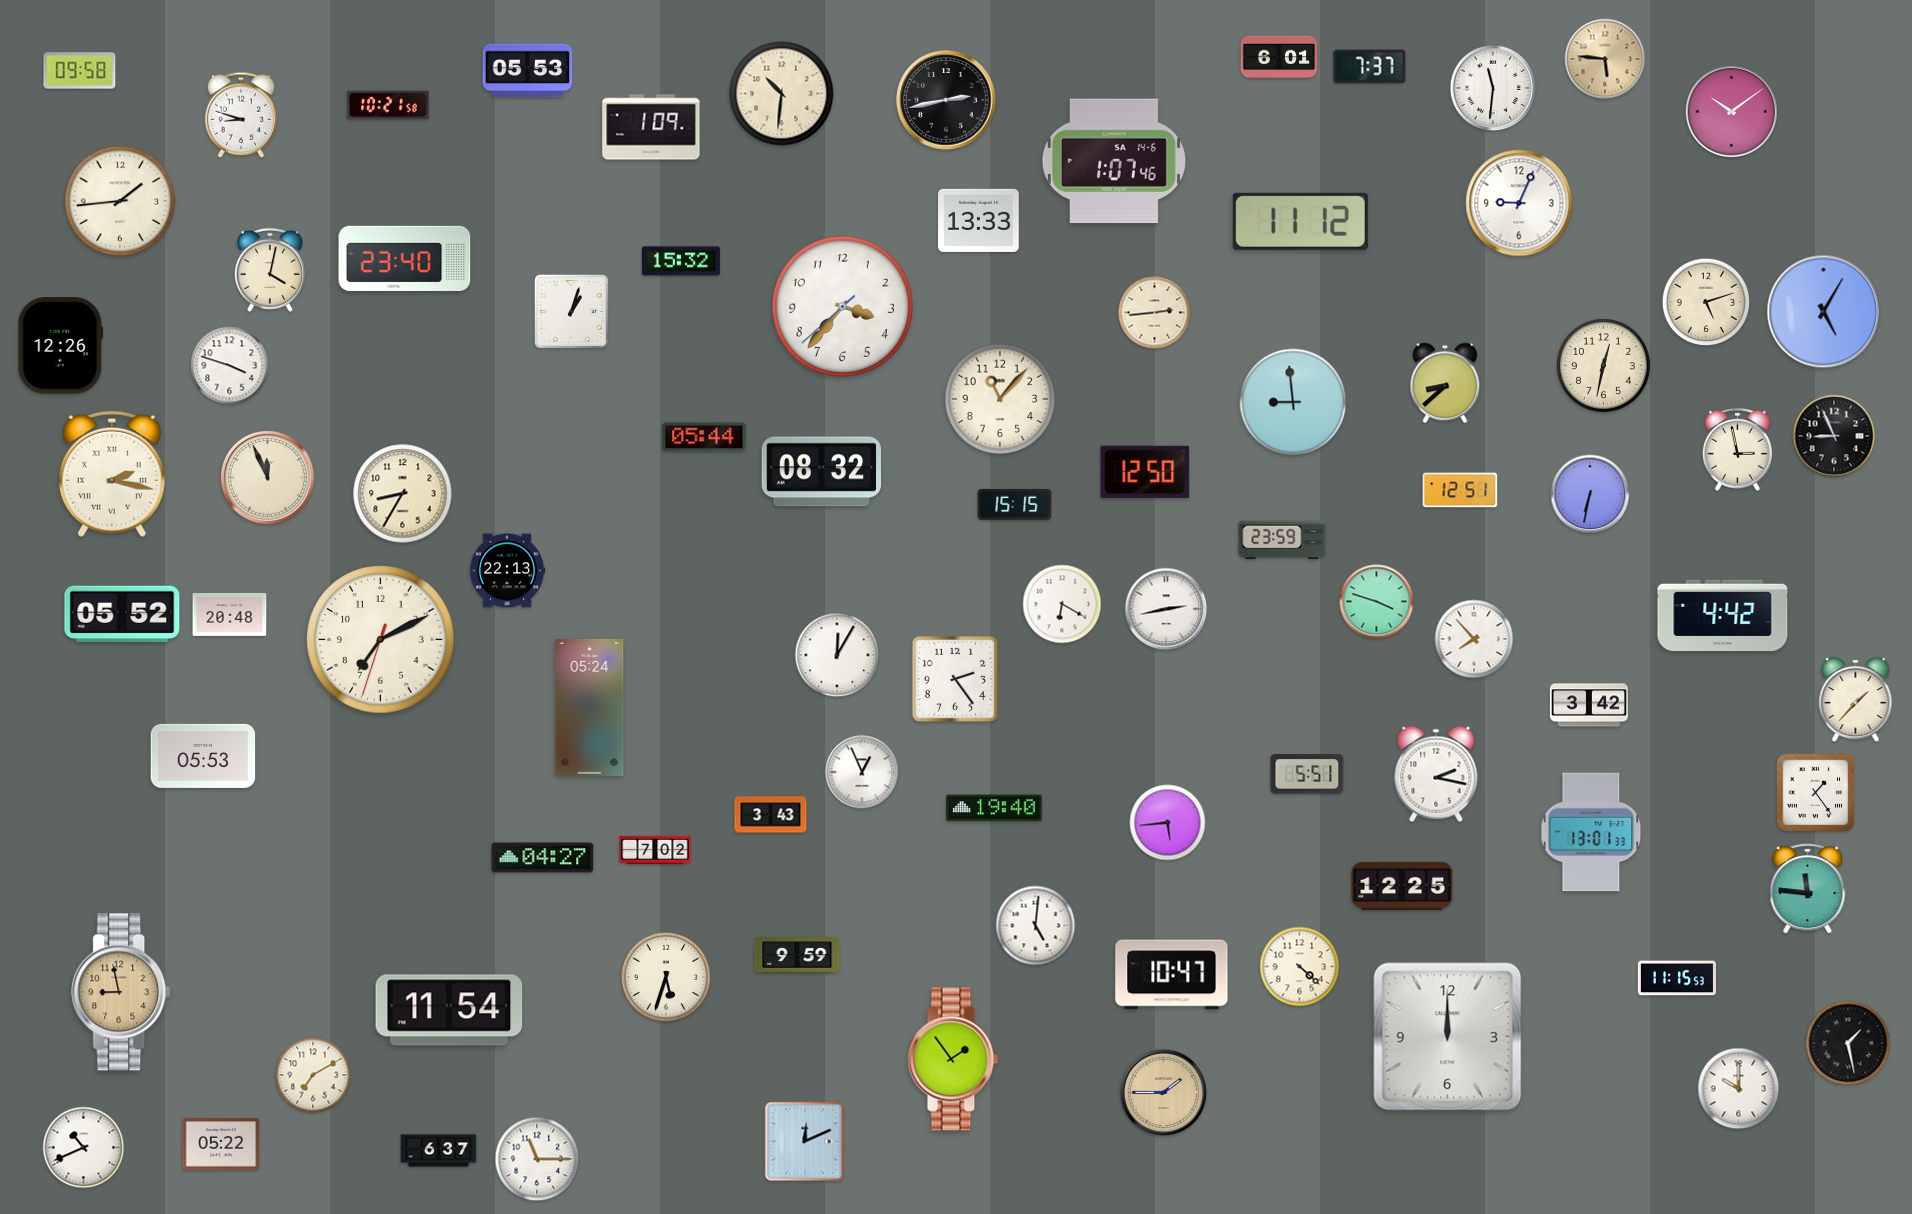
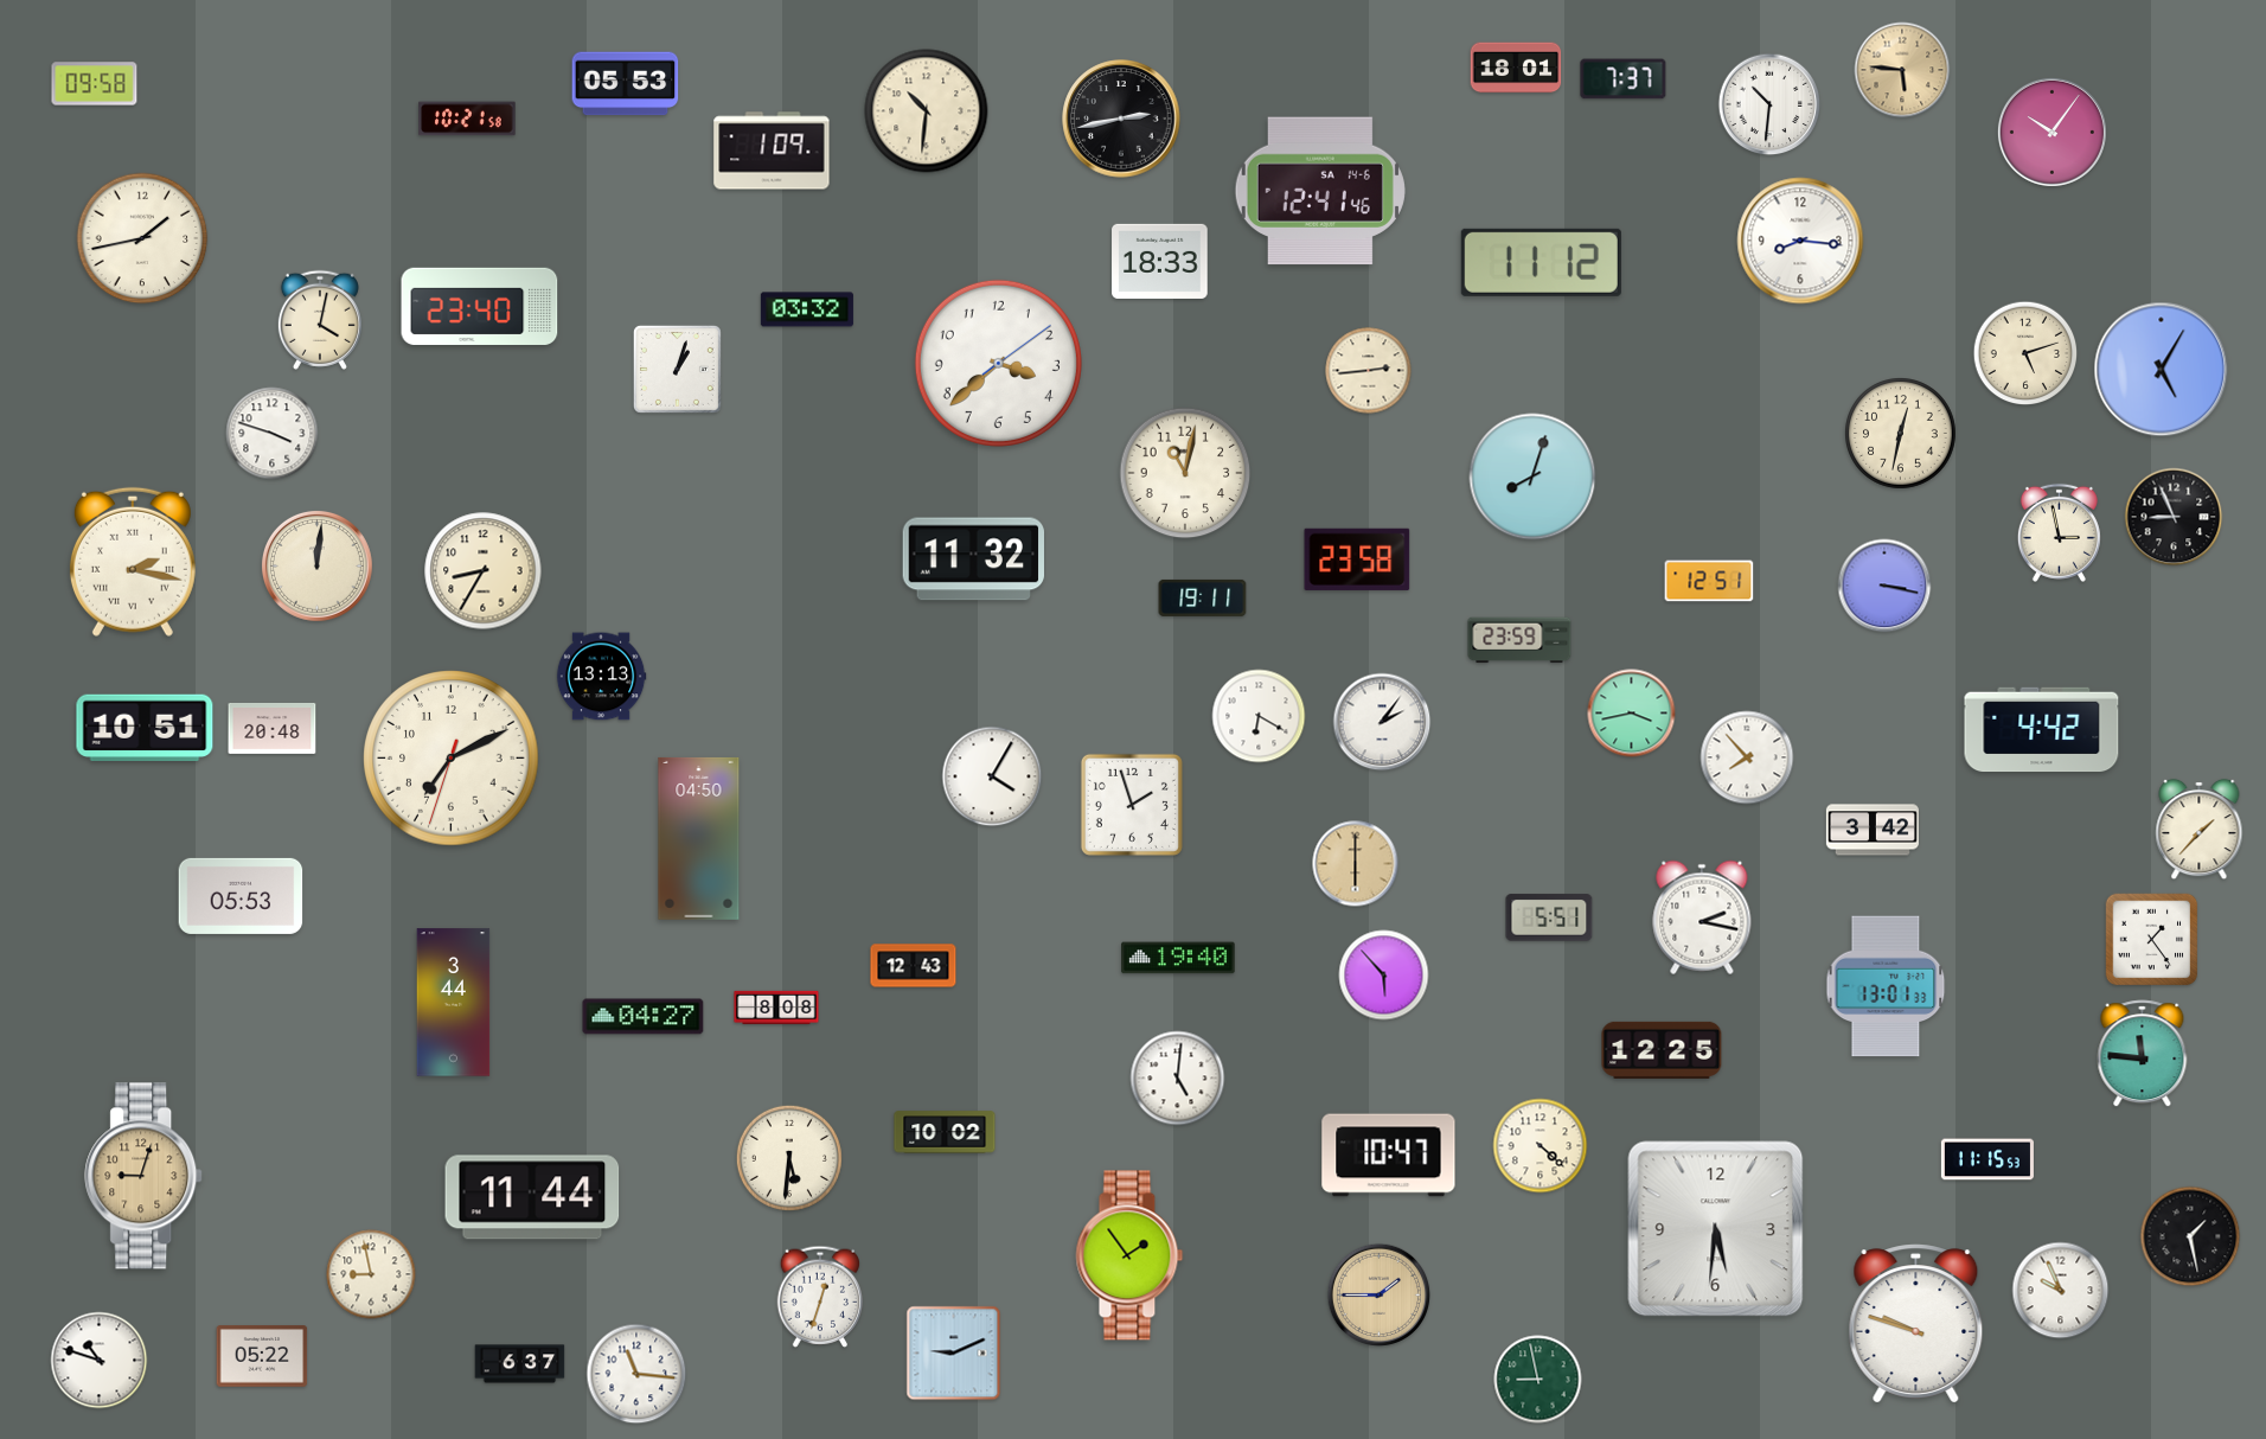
clock at (1279, 57): 6:01 -> 18:01
clock at (1493, 88): 11:31 -> 10:31
clock at (388, 105) position: (388, 105) -> (467, 119)
clock at (1731, 111): 10:09 -> 10:06
clock at (241, 115): 8:48 -> none
clock at (1114, 161): 1:07 -> 12:41
clock at (120, 201): 1:44 -> 1:43
clock at (1519, 203): 9:04 -> 8:16
clock at (979, 220): 13:33 -> 18:33
clock at (681, 261): 15:32 -> 03:32
clock at (1706, 302) position: (1706, 302) -> (2025, 353)
clock at (842, 306): 3:36 -> 3:38
clock at (61, 346): 12:26 -> none
clock at (1445, 383): 8:38 -> none
clock at (1000, 399): 11:07 -> 11:02
clock at (1293, 402): 8:59 -> 8:03
clock at (704, 437): 05:44 -> none
clock at (822, 472): 08:32 -> 11:32
clock at (1145, 472): 12:50 -> 23:58
clock at (267, 477): 11:56 -> 12:01
clock at (1460, 490) position: (1460, 490) -> (1709, 581)
clock at (403, 494) position: (403, 494) -> (484, 571)
clock at (1590, 494): 6:32 -> 3:17
clock at (1015, 504): 15:15 -> 19:11
clock at (507, 571): 22:13 -> 13:13
clock at (1377, 602): 3:48 -> 3:43
clock at (1166, 609): 2:43 -> 2:06
clock at (122, 613): 05:52 -> 10:51
clock at (837, 655): 12:05 -> 4:05
clock at (955, 679): 2:24 -> 1:57
clock at (1589, 705) position: (1589, 705) -> (1873, 830)
clock at (590, 707): 05:24 -> 04:50
clock at (1356, 864): none -> 6:00
clock at (862, 772): 12:56 -> none
clock at (771, 815): 3:43 -> 12:43
clock at (1168, 823): 5:44 -> 5:53
clock at (454, 1003): none -> 3:44
clock at (655, 850): 7:02 -> 8:08
clock at (1036, 926) position: (1036, 926) -> (1178, 1079)
clock at (797, 955): 9:59 -> 10:02
clock at (666, 977): 5:33 -> 5:31
clock at (122, 992): 8:58 -> 9:03
clock at (449, 1010): 11:54 -> 11:44
clock at (1448, 1037): 12:00 -> 5:31
clock at (313, 1075): 7:10 -> 8:58
clock at (1739, 1089): 10:00 -> 9:56
clock at (820, 1297): none -> 12:33
clock at (1916, 1324): none -> 9:48
clock at (805, 1142): 12:11 -> 9:11
clock at (84, 1148): 10:41 -> 10:48
clock at (537, 1159): 11:15 -> 11:16
clock at (1538, 1380): none -> 8:58
